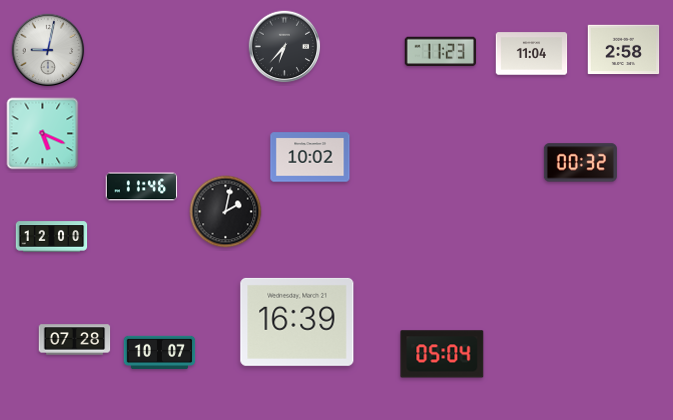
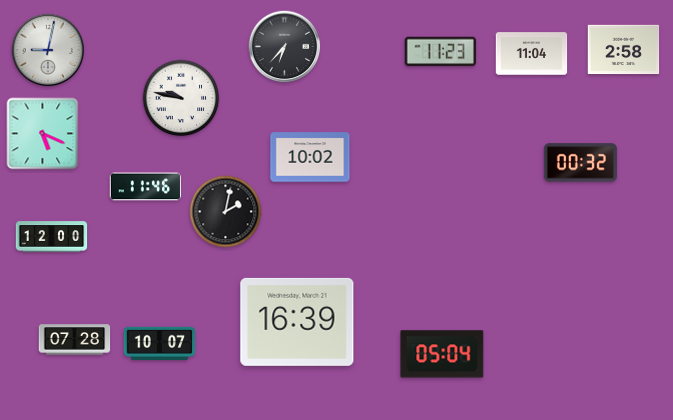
clock at (181, 98): none -> 9:47
clock at (142, 187) position: (142, 187) -> (146, 187)
clock at (160, 352) position: (160, 352) -> (160, 343)
